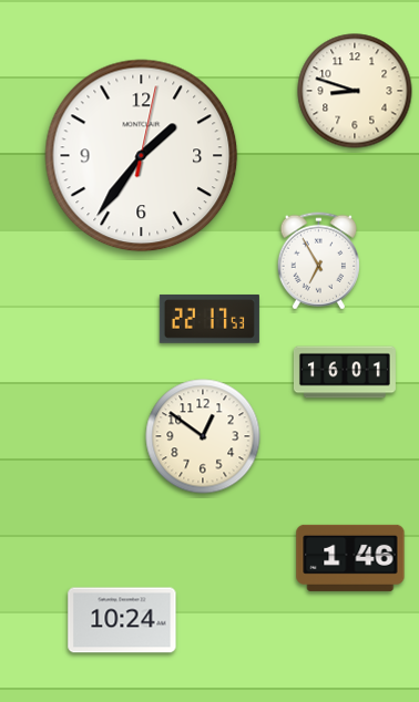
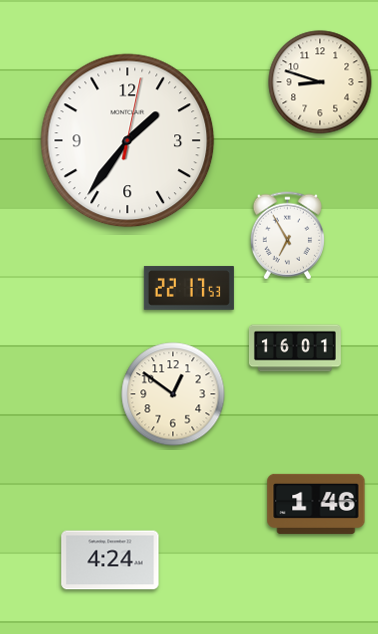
clock at (345, 372) position: (345, 372) -> (295, 348)
clock at (203, 436) position: (203, 436) -> (173, 394)
clock at (122, 620): 10:24 -> 4:24
